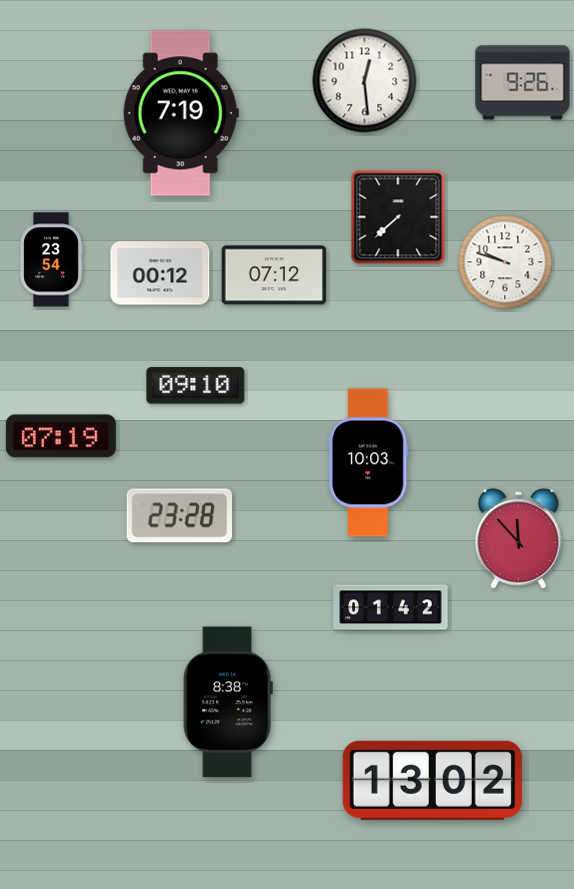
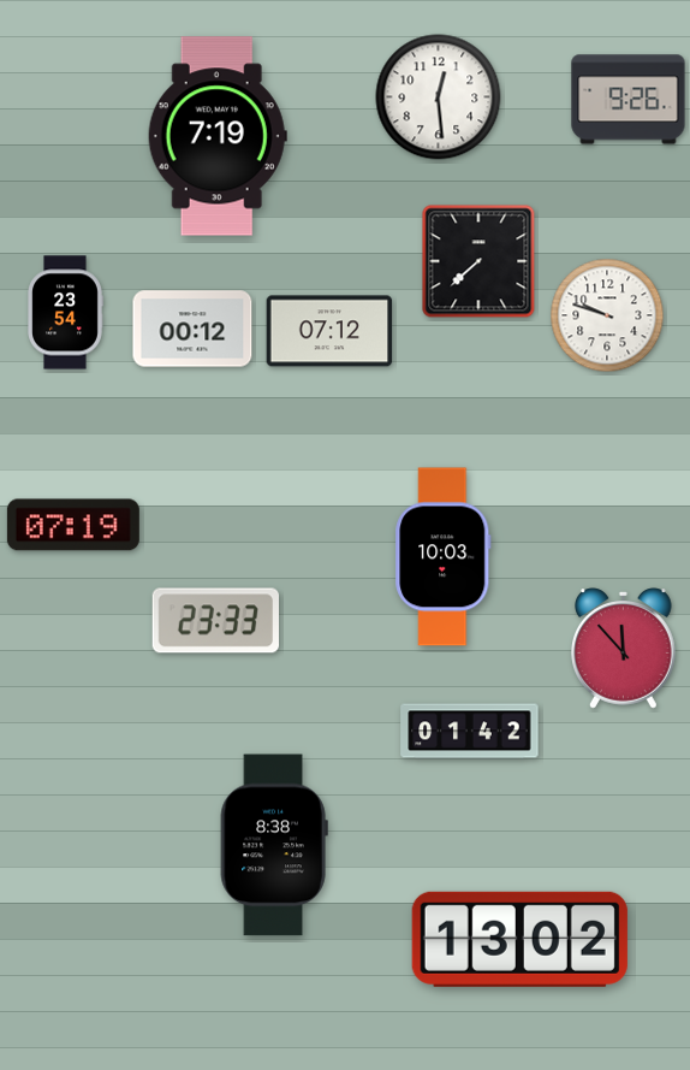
clock at (51, 260) position: (51, 260) -> (65, 313)
clock at (196, 386): 09:10 -> none
clock at (180, 516): 23:28 -> 23:33
